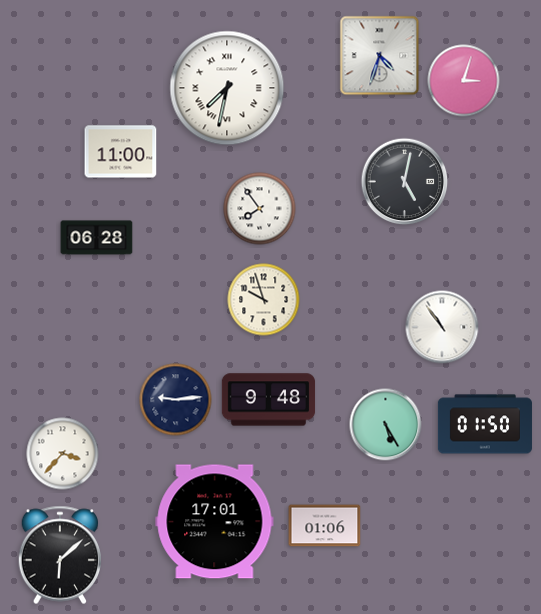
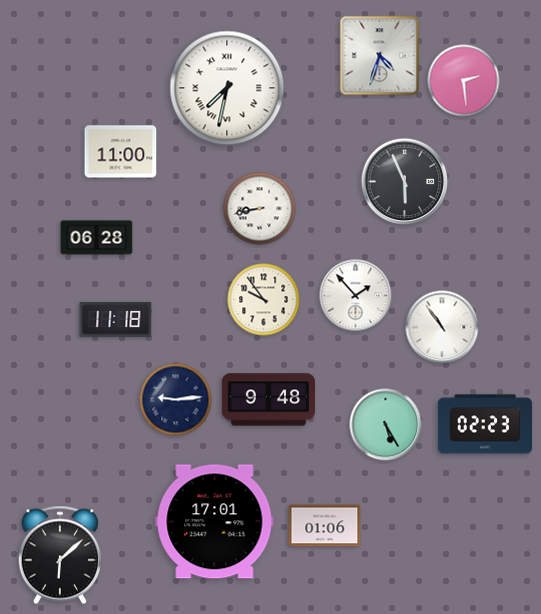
clock at (464, 81): 3:03 -> 2:29
clock at (405, 182): 5:02 -> 5:56
clock at (260, 209): 7:54 -> 8:43
clock at (356, 296): none -> 1:53
clock at (264, 300): 9:57 -> 9:54
clock at (116, 320): none -> 11:18
clock at (485, 424): 01:50 -> 02:23
clock at (63, 454): 3:37 -> none
